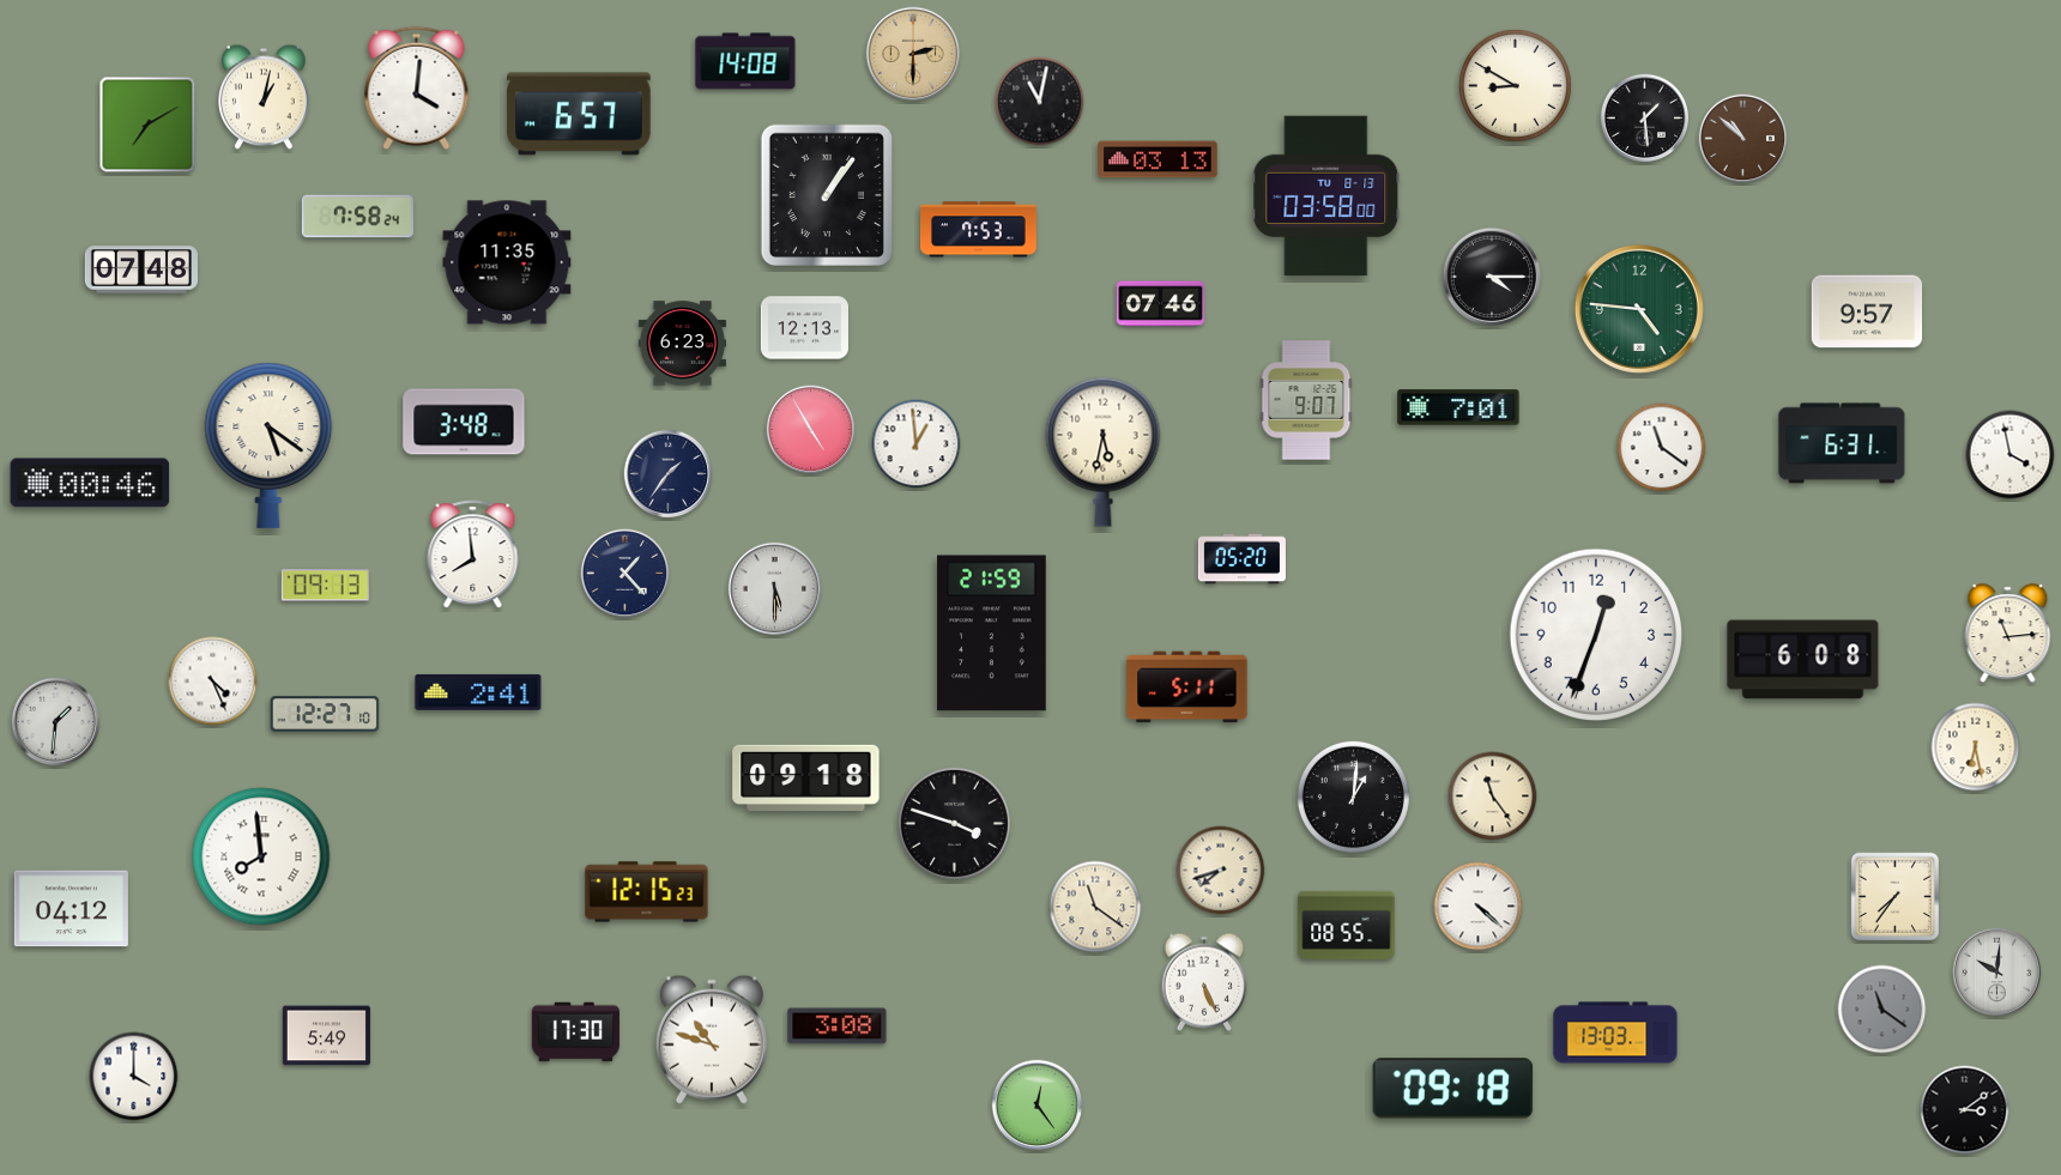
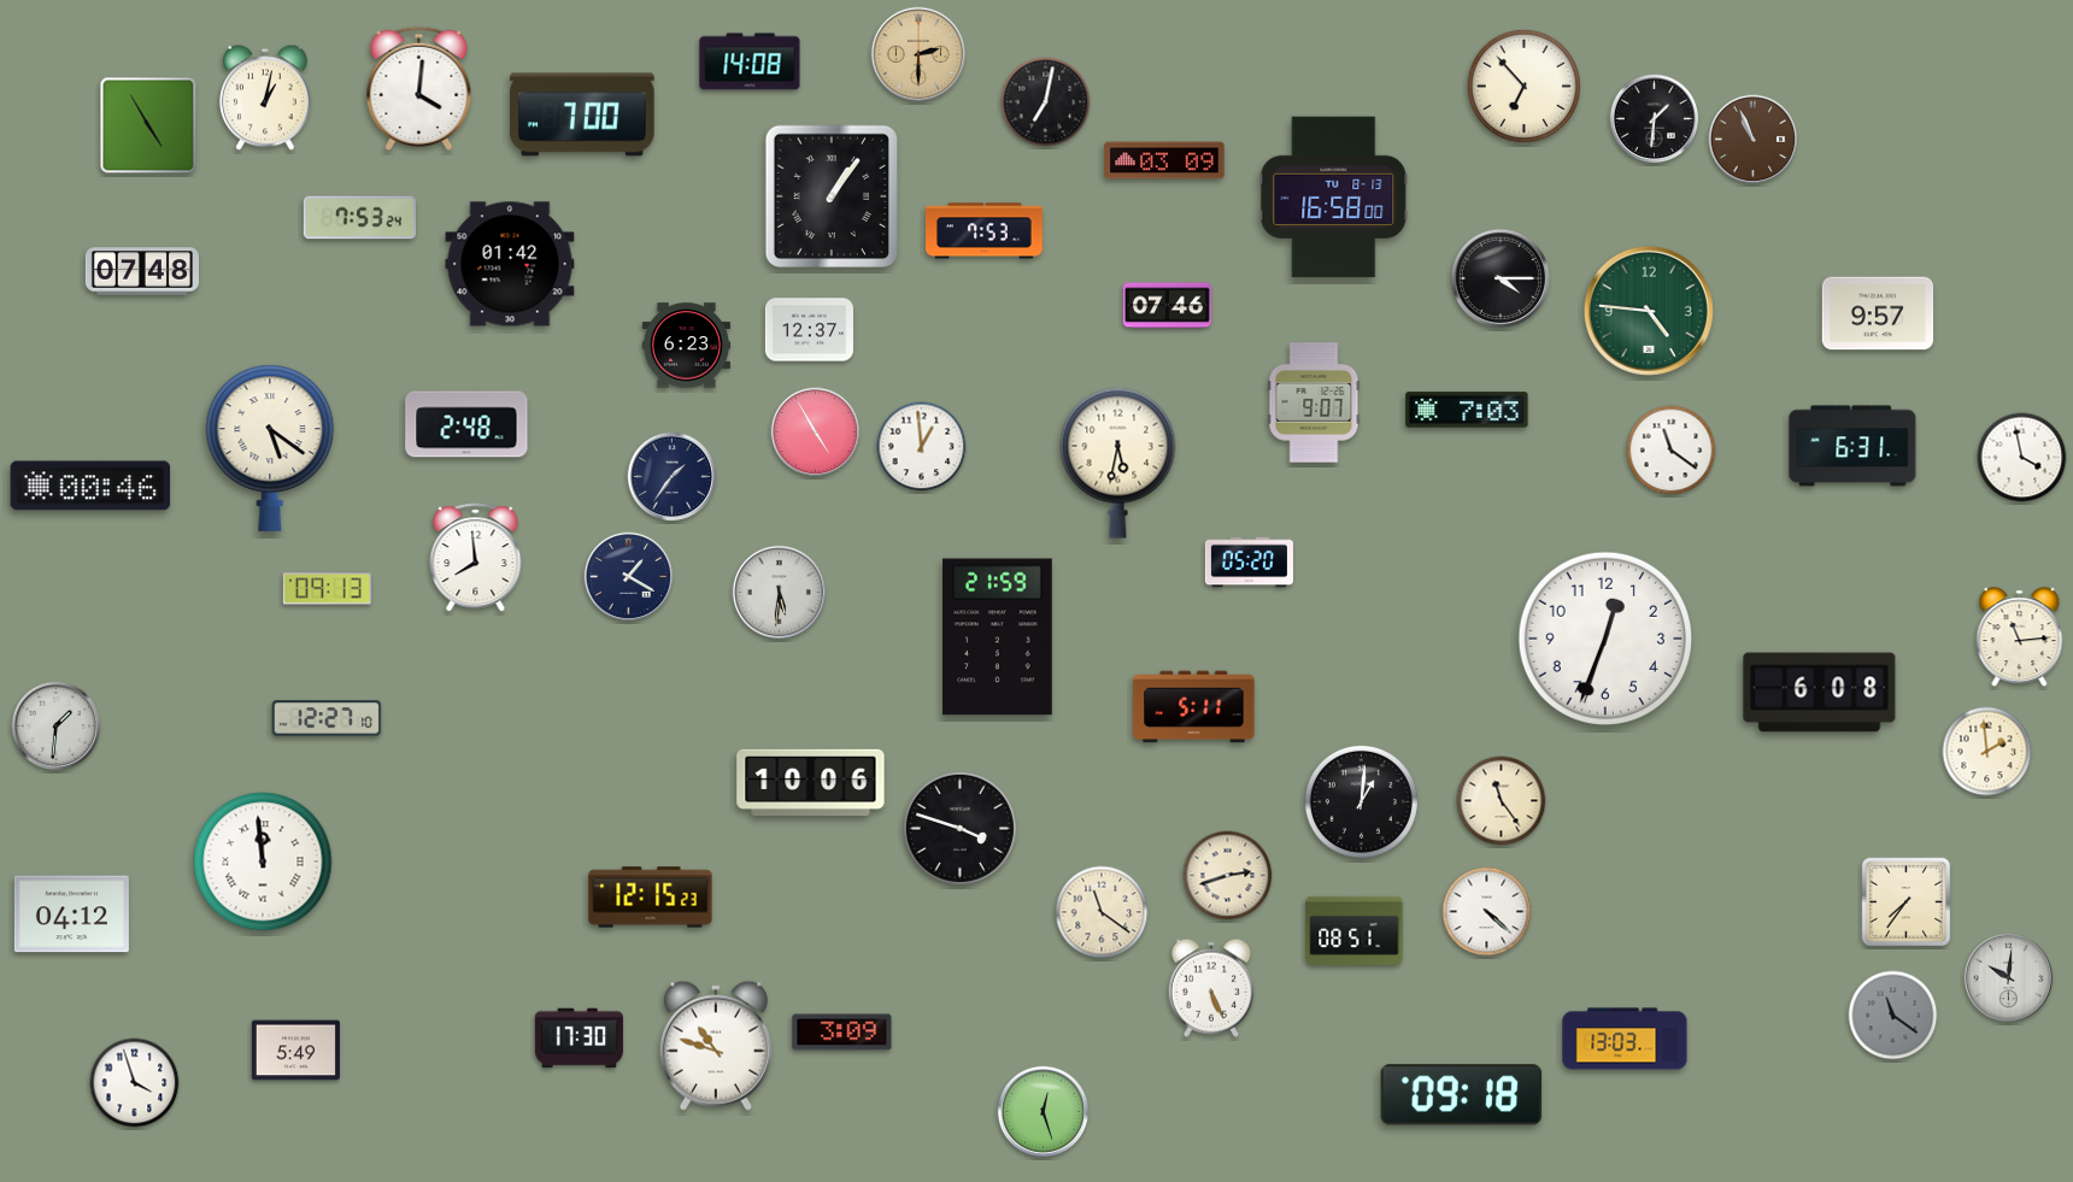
clock at (1515, 85): 8:50 -> 6:53
clock at (1040, 102): 11:02 -> 7:02
clock at (579, 114): 6:57 -> 7:00
clock at (1645, 119): 1:29 -> 1:31
clock at (147, 125): 7:10 -> 4:55
clock at (1743, 139): 10:52 -> 10:56
clock at (1158, 159): 03:13 -> 03:09
clock at (1326, 196): 03:58 -> 16:58
clock at (357, 217): 7:58 -> 7:53
clock at (507, 262): 11:35 -> 01:42
clock at (804, 328): 12:13 -> 12:37
clock at (1458, 407): 7:01 -> 7:03
clock at (464, 422): 3:48 -> 2:48
clock at (1104, 452) position: (1104, 452) -> (1118, 463)
clock at (625, 574): 1:23 -> 1:20
clock at (775, 589): 5:30 -> 5:31
clock at (1803, 660) position: (1803, 660) -> (1820, 693)
clock at (213, 682): 4:26 -> none
clock at (1187, 688) position: (1187, 688) -> (1194, 707)
clock at (478, 692): 2:41 -> none
clock at (1976, 747): 6:28 -> 1:59
clock at (806, 777): 09:18 -> 10:06
clock at (261, 856): 7:59 -> 11:59
clock at (1221, 871): 7:42 -> 2:42
clock at (1347, 925): 08:55 -> 08:51
clock at (838, 1026): 3:08 -> 3:09
clock at (326, 1036) position: (326, 1036) -> (295, 1051)
clock at (134, 1077): 4:00 -> 3:57
clock at (1038, 1106): 12:24 -> 12:27
clock at (1965, 1110): 3:09 -> none
